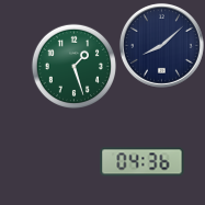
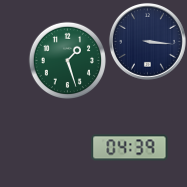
clock at (161, 45): 8:08 -> 3:16
clock at (143, 162): 04:36 -> 04:39
